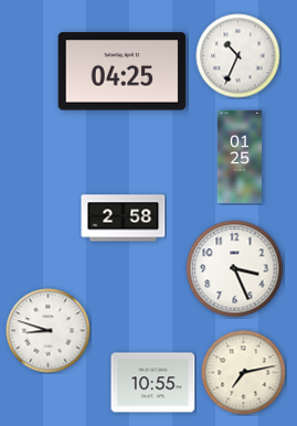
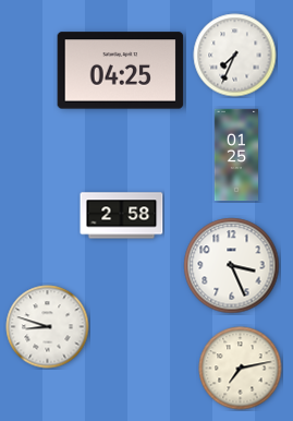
clock at (238, 56): 10:34 -> 7:34
clock at (153, 383): 10:55 -> none
